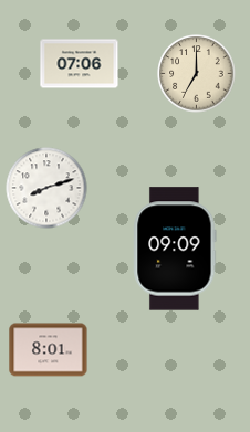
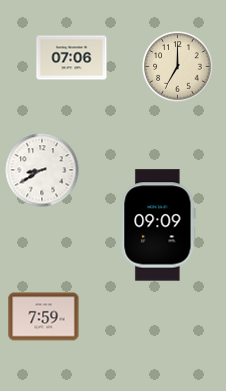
clock at (46, 188): 8:12 -> 8:40
clock at (49, 350): 8:01 -> 7:59
